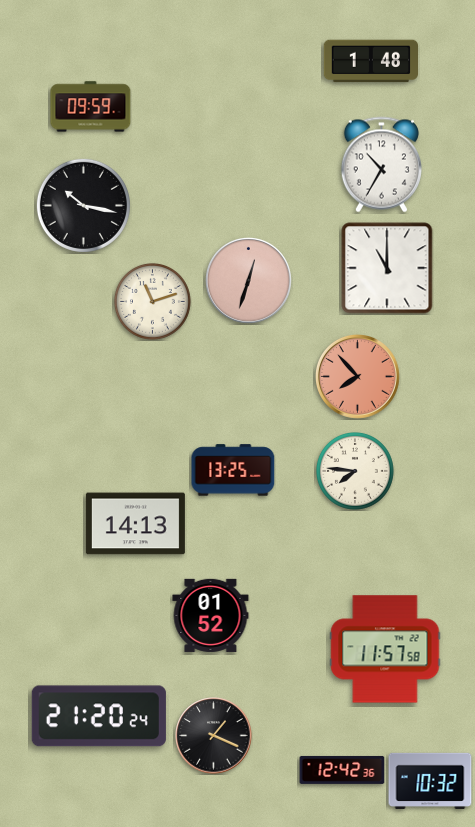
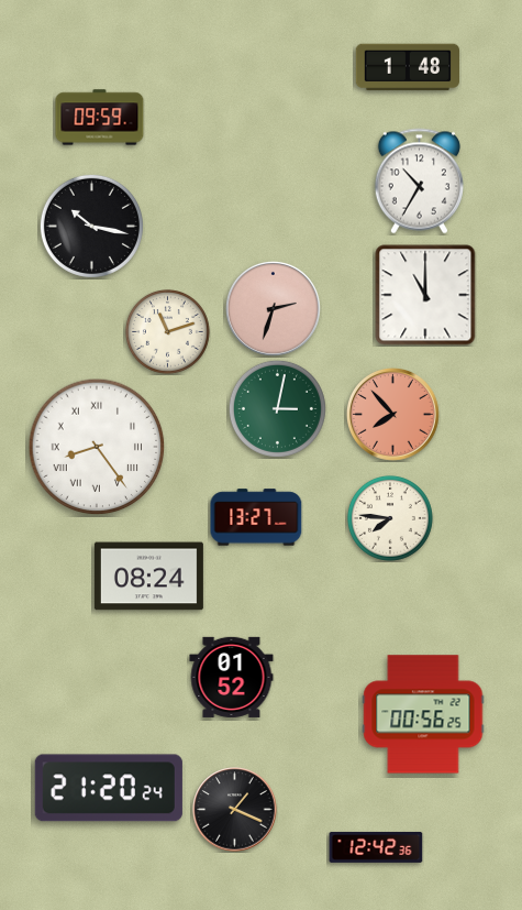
clock at (248, 280): 12:33 -> 2:33
clock at (277, 408): none -> 3:02
clock at (97, 447): none -> 8:24
clock at (233, 470): 13:25 -> 13:27
clock at (135, 524): 14:13 -> 08:24
clock at (385, 649): 11:57 -> 00:56
clock at (430, 781): 10:32 -> none
